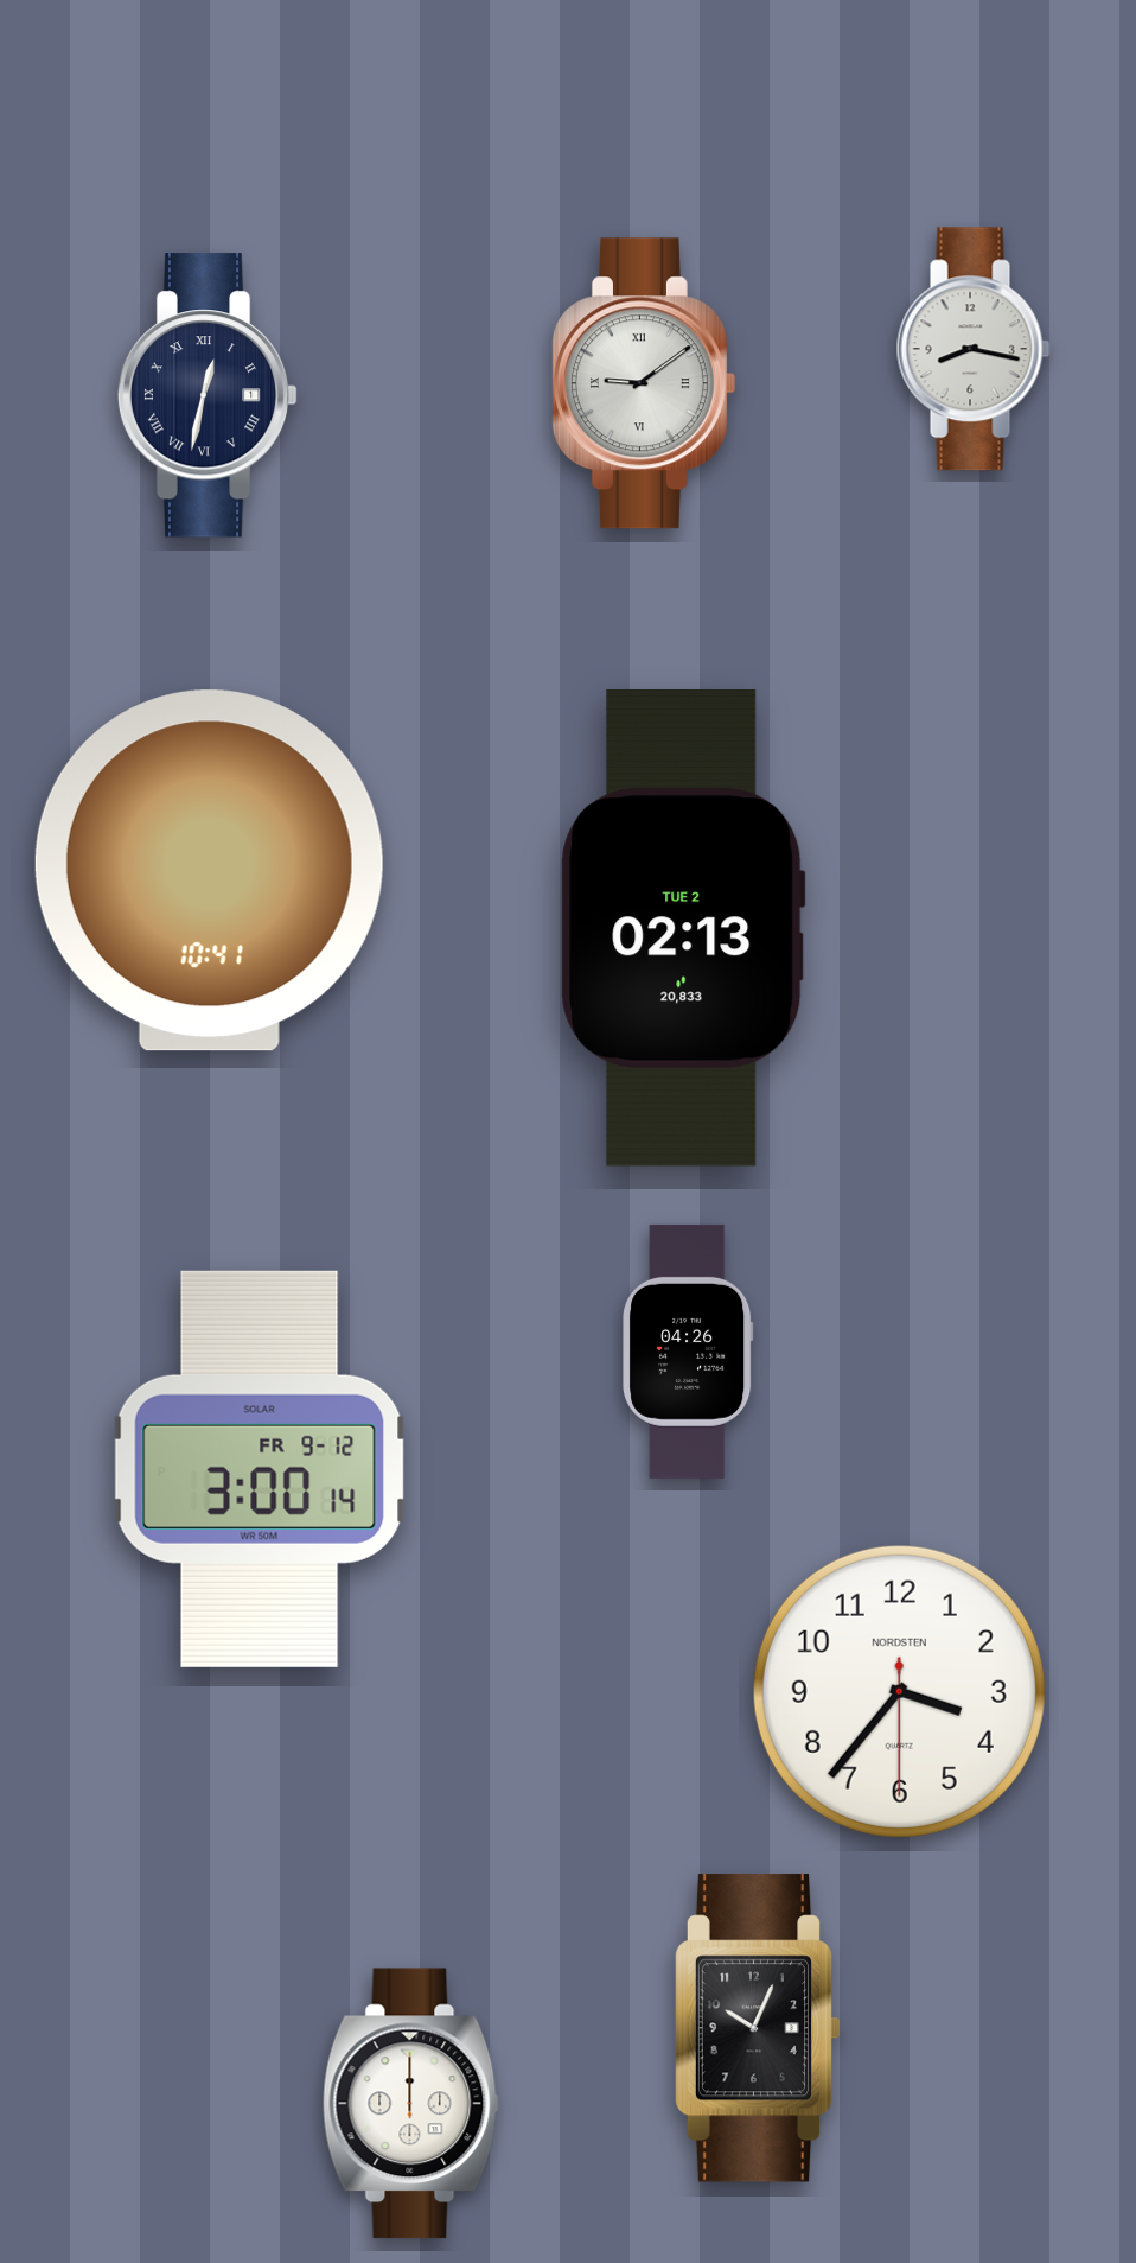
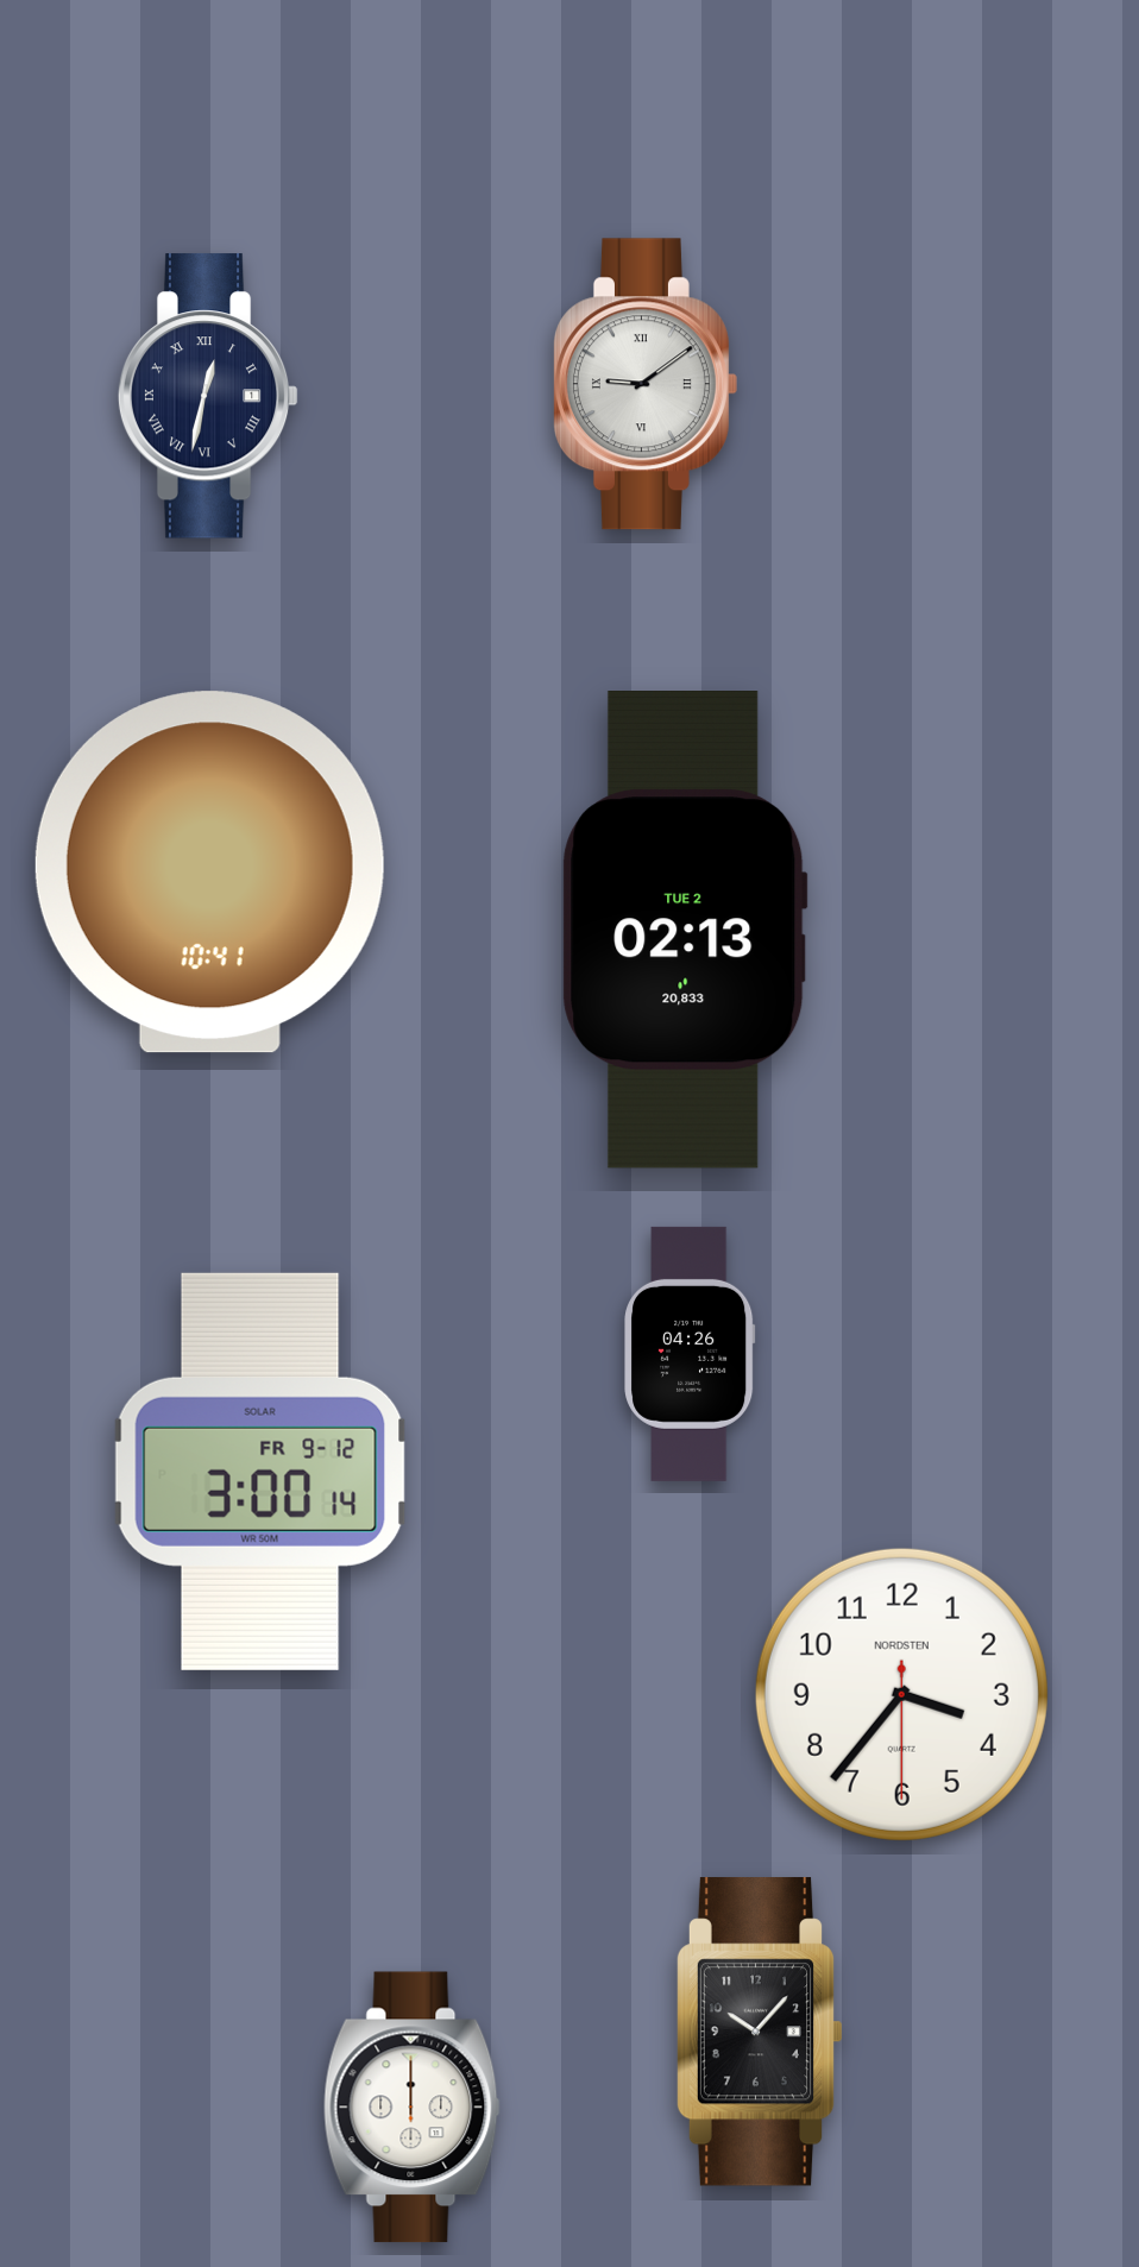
clock at (974, 349): 8:17 -> none
clock at (758, 2028): 10:04 -> 10:07
